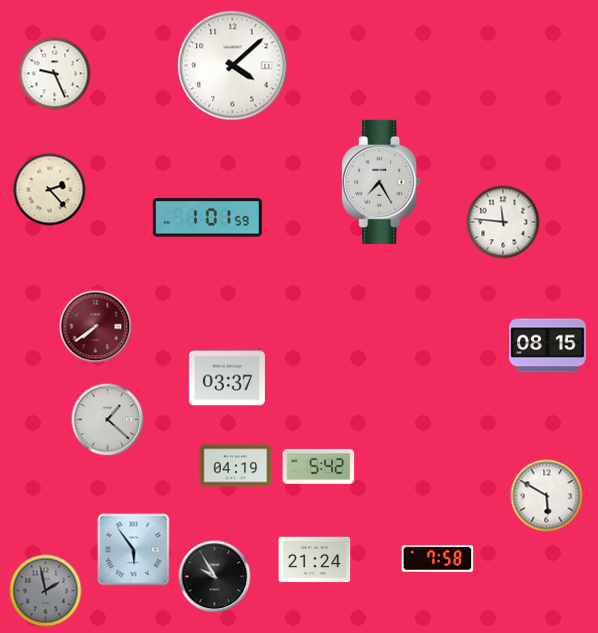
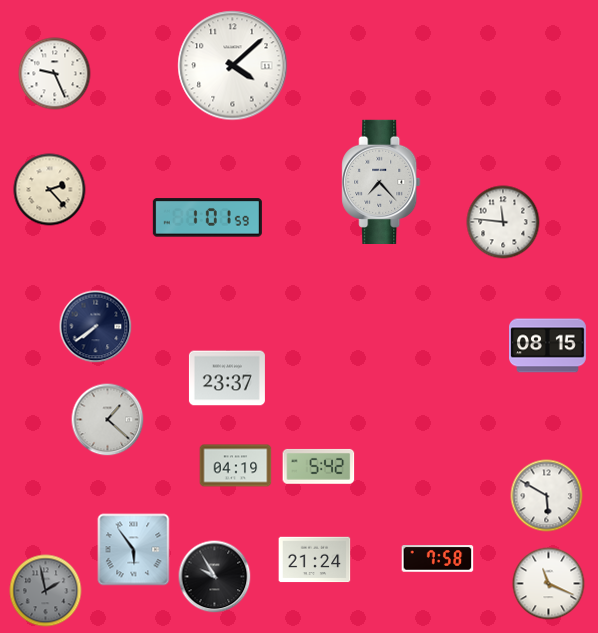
clock at (381, 181): 7:25 -> 7:23
clock at (96, 327) dial: burgundy -> navy
clock at (227, 378): 03:37 -> 23:37
clock at (549, 584): none -> 11:19
